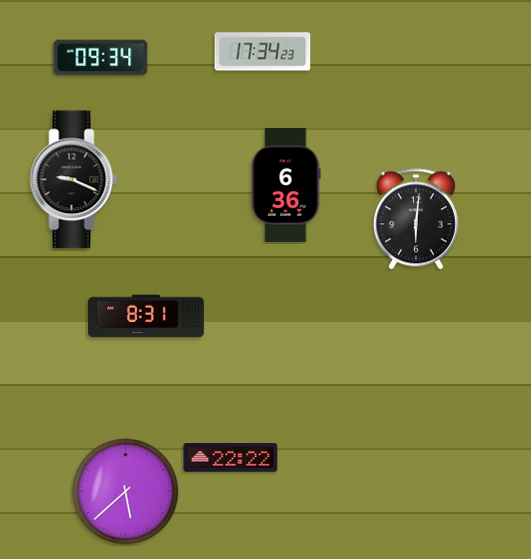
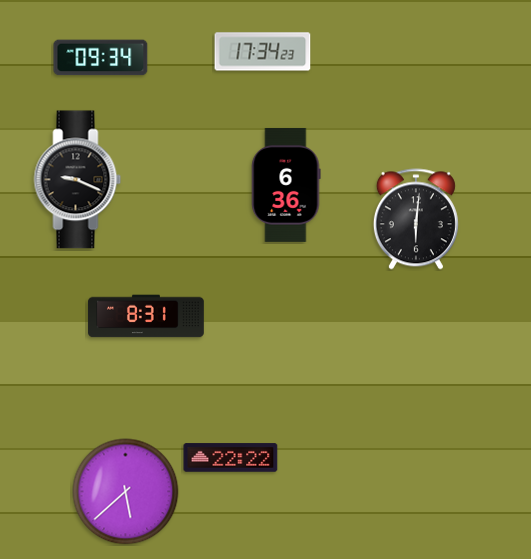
clock at (74, 180) position: (74, 180) -> (78, 180)
